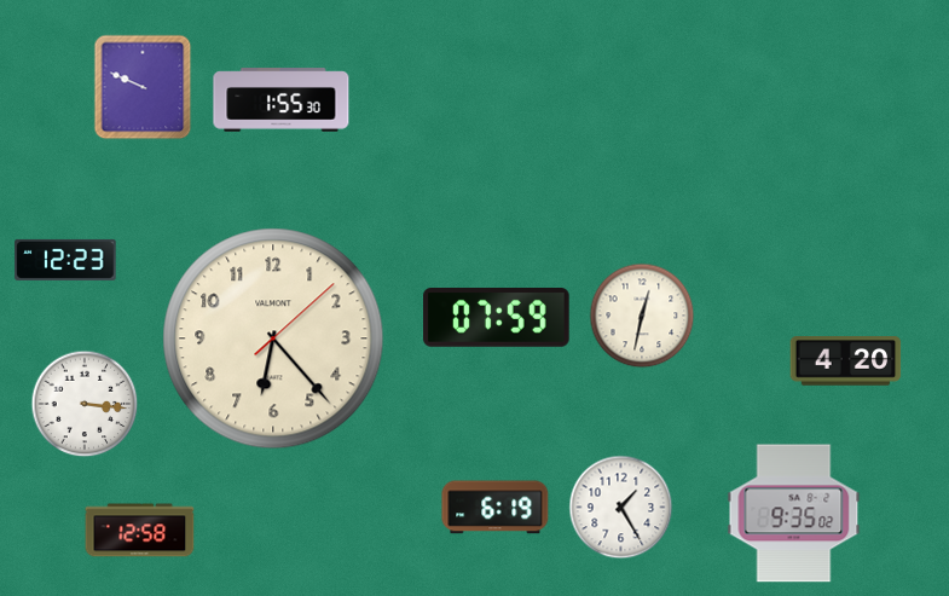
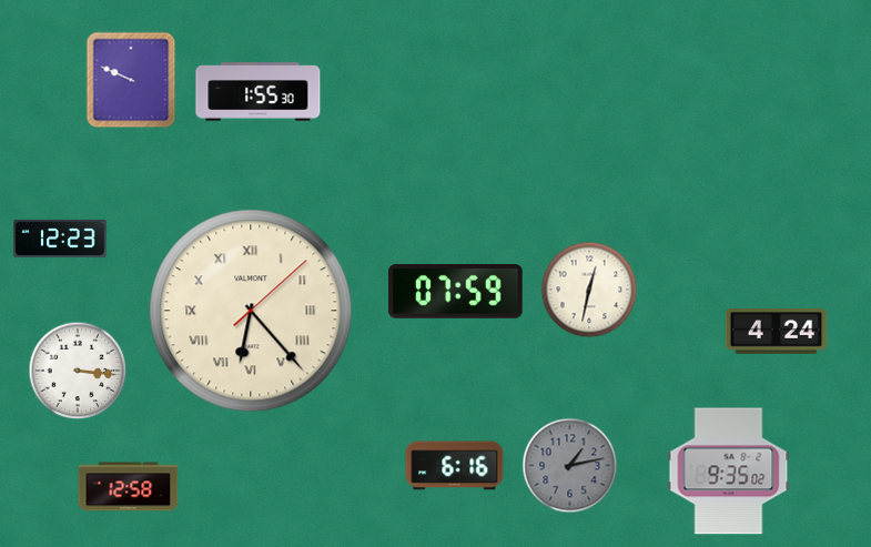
clock at (273, 338) numerals: Arabic -> Roman
clock at (846, 361): 4:20 -> 4:24
clock at (496, 508): 6:19 -> 6:16
clock at (621, 508): 1:25 -> 1:13
clock at (621, 508) dial: white -> grey
